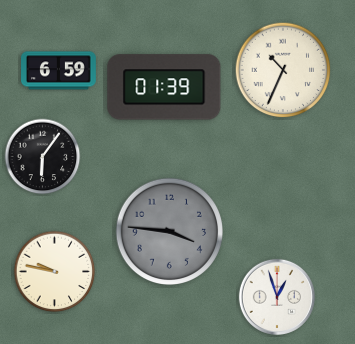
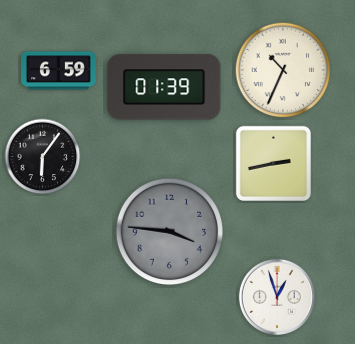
clock at (273, 163): none -> 2:43
clock at (55, 272): 9:47 -> none
